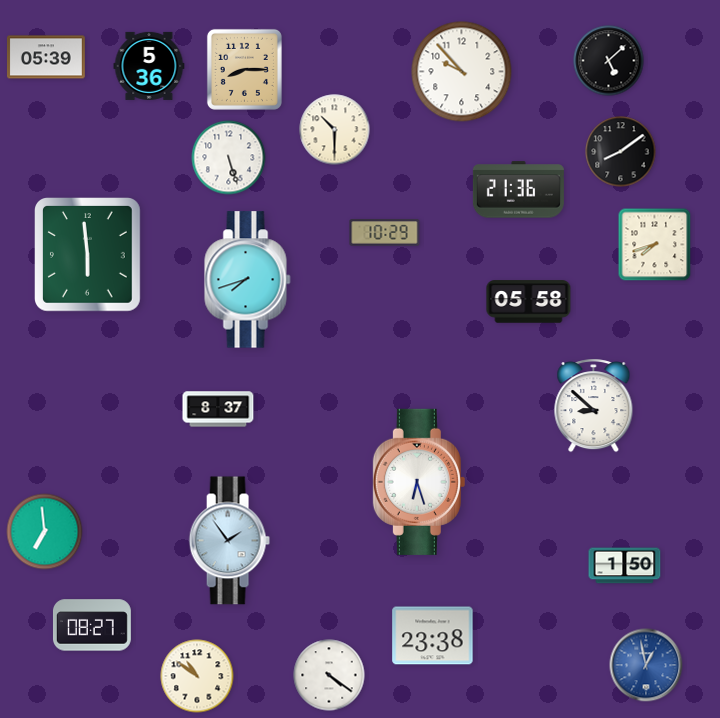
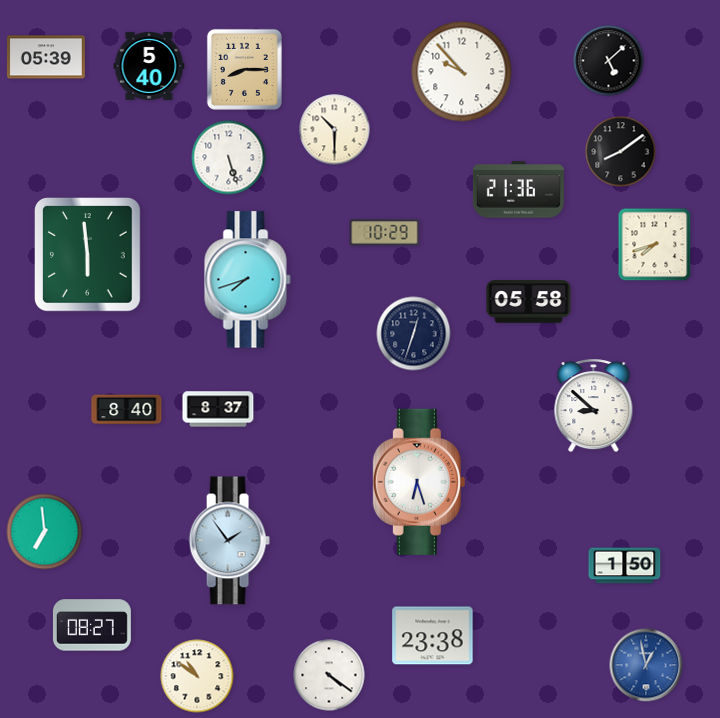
clock at (149, 66): 5:36 -> 5:40
clock at (414, 334): none -> 12:33
clock at (127, 410): none -> 8:40
